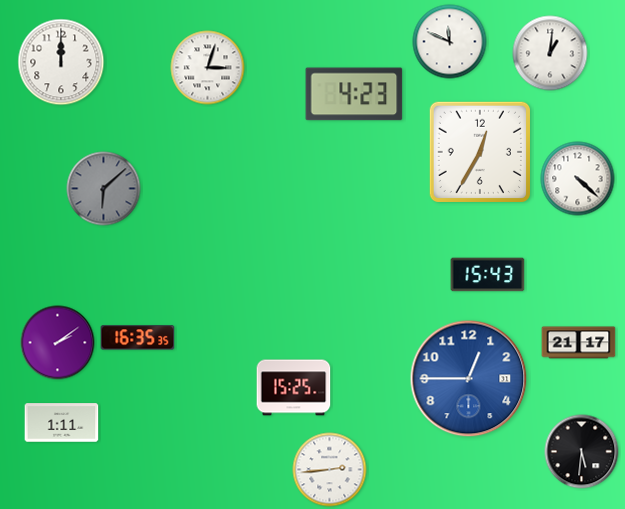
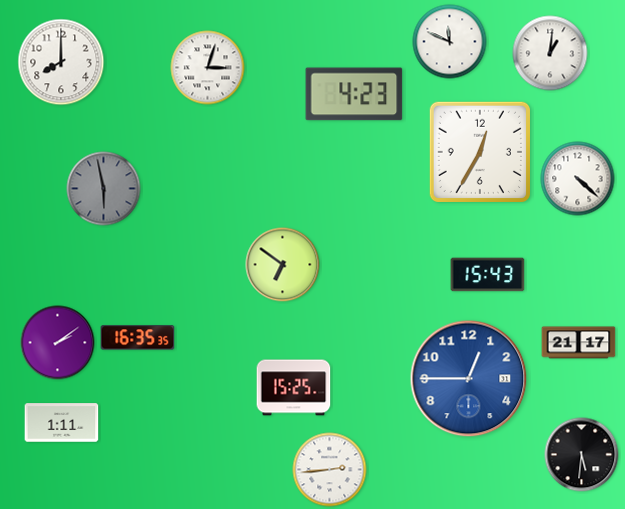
clock at (61, 62): 12:00 -> 8:00
clock at (104, 189): 6:08 -> 5:58
clock at (283, 265): none -> 6:51
clock at (582, 452) position: (582, 452) -> (582, 455)
